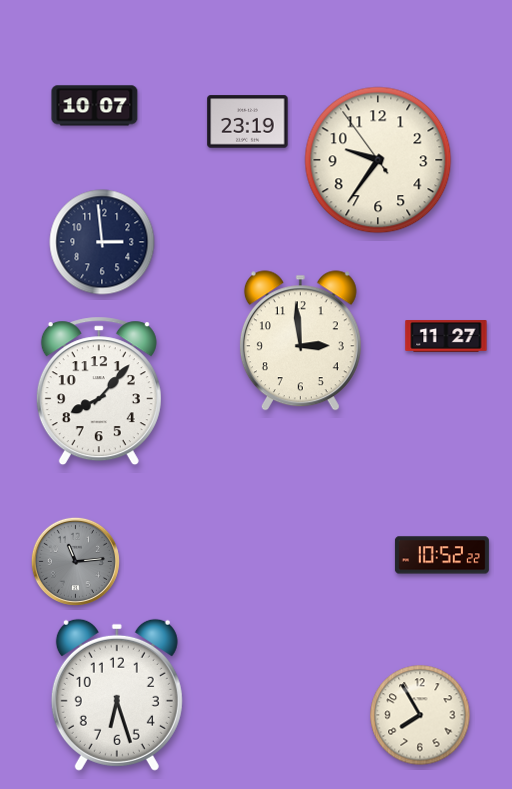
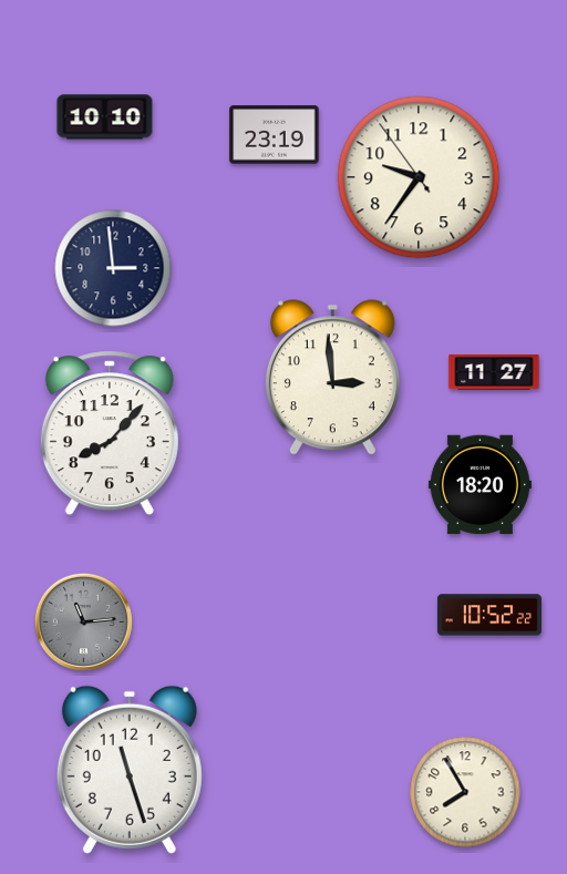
clock at (95, 106): 10:07 -> 10:10
clock at (480, 485): none -> 18:20
clock at (117, 695): 6:27 -> 11:27
